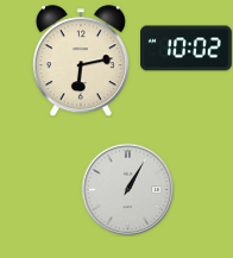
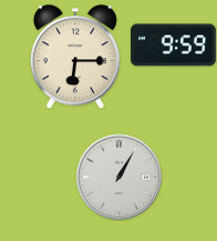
clock at (187, 49): 10:02 -> 9:59
clock at (81, 61): 6:13 -> 6:15
